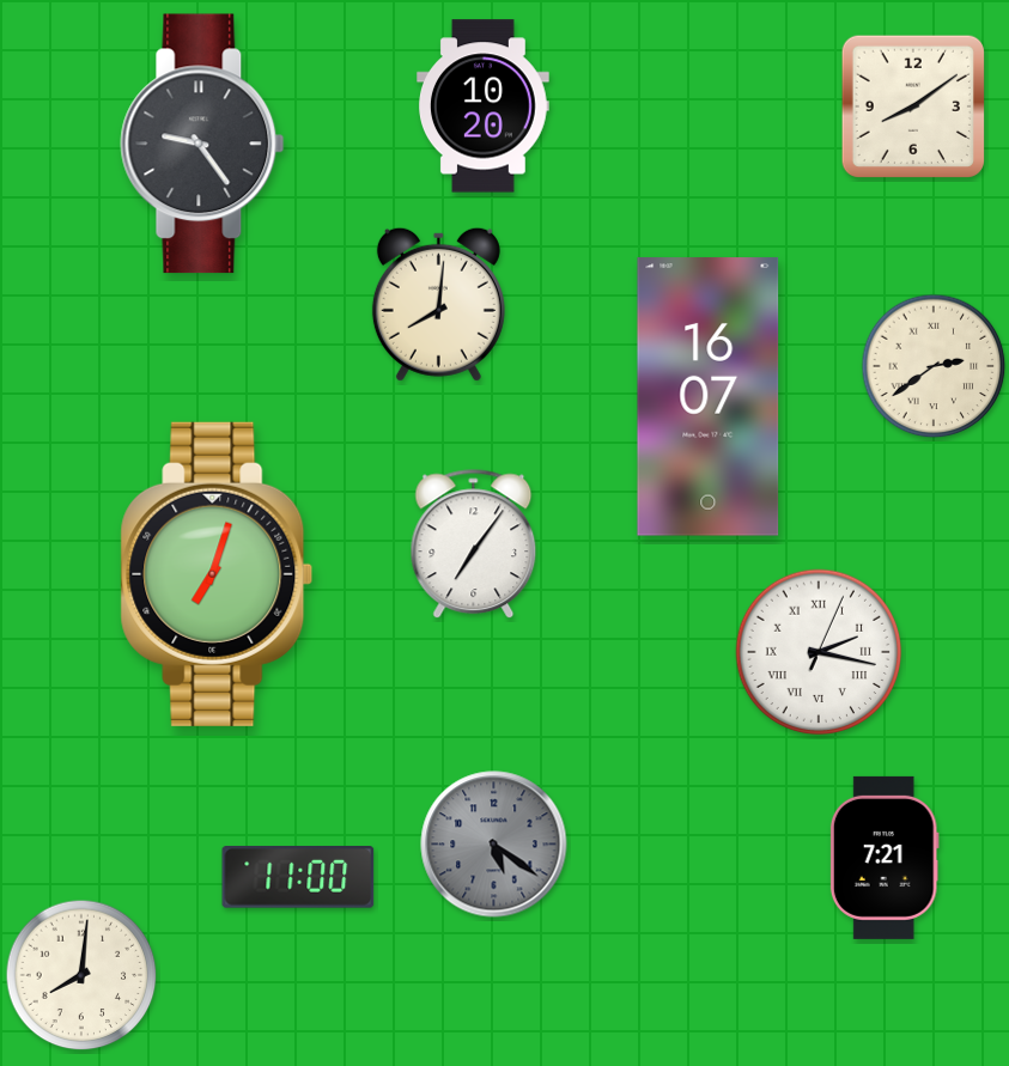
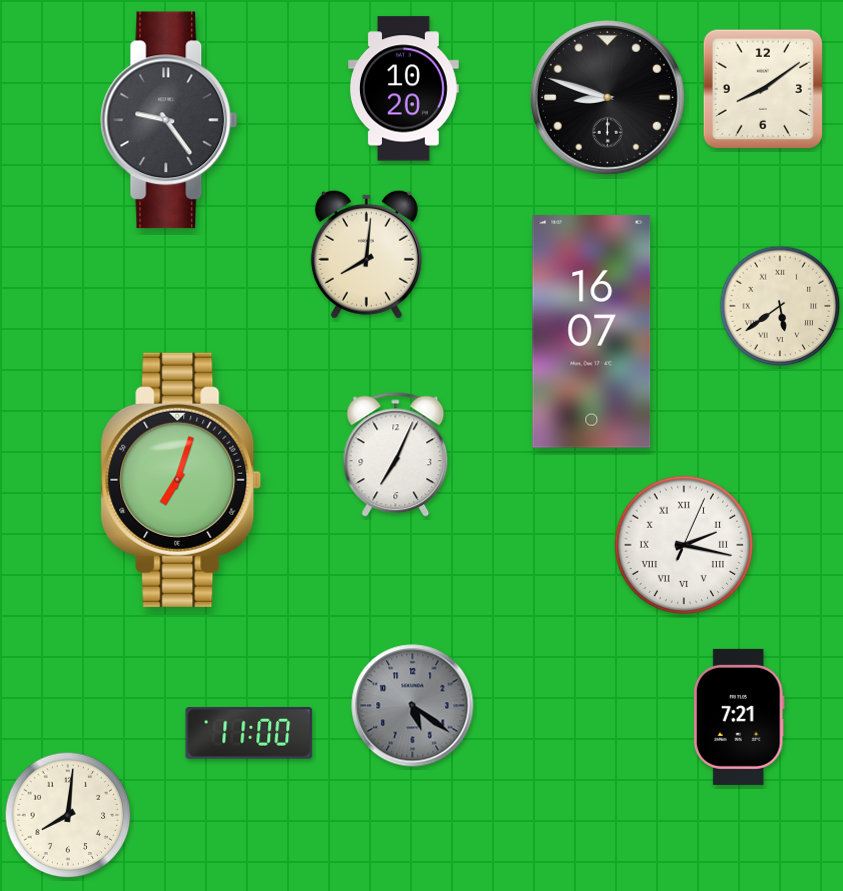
clock at (607, 97): none -> 8:48
clock at (934, 366): 2:39 -> 5:39
clock at (474, 544): 7:06 -> 7:04
